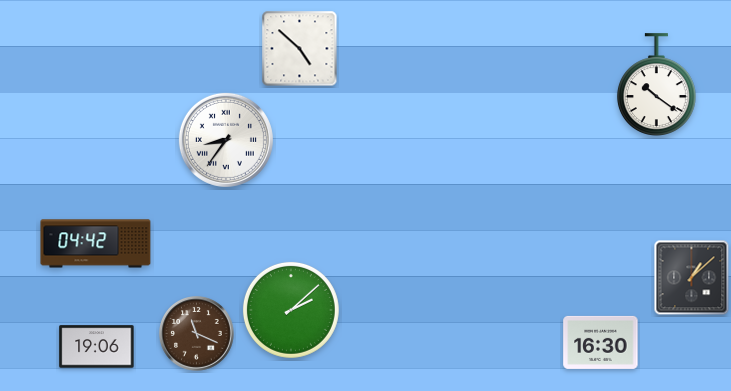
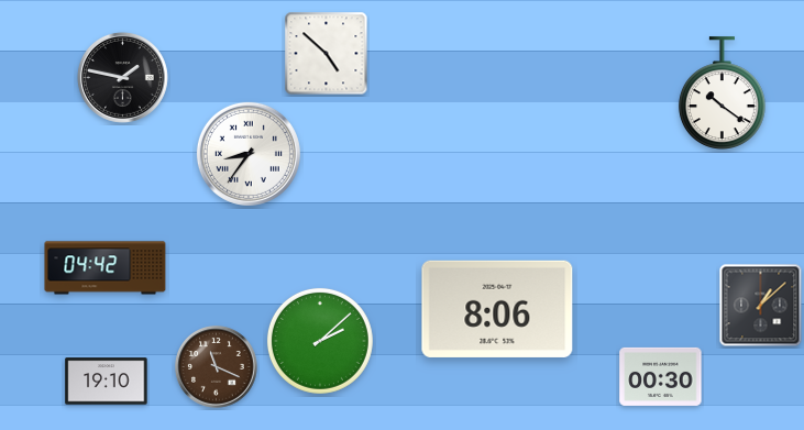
clock at (300, 49) position: (300, 49) -> (327, 54)
clock at (122, 77): none -> 1:47
clock at (497, 309): none -> 8:06
clock at (601, 342): 16:30 -> 00:30
clock at (97, 347): 19:06 -> 19:10
